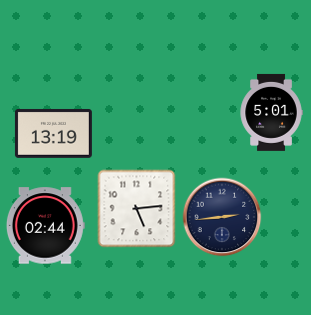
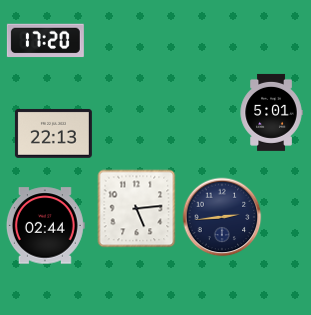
clock at (45, 41): none -> 17:20
clock at (53, 133): 13:19 -> 22:13
